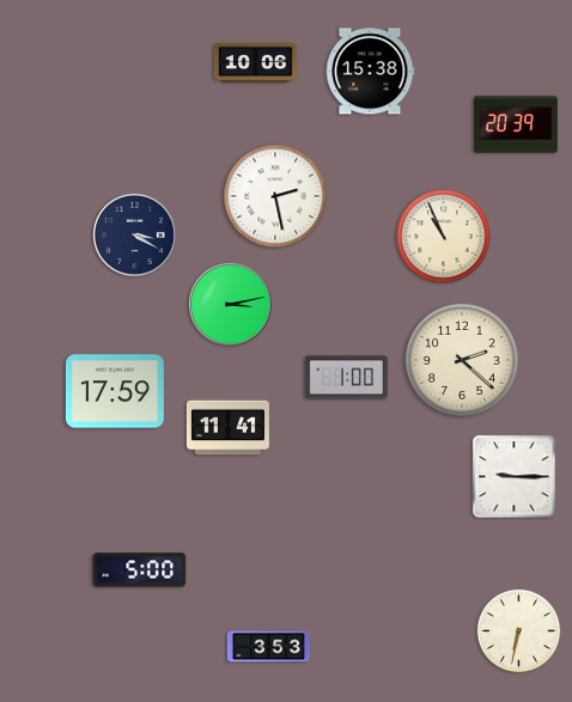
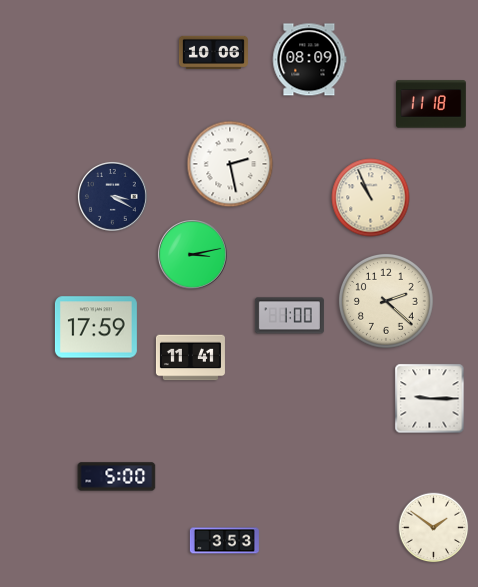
clock at (371, 72): 15:38 -> 08:09
clock at (516, 124): 20:39 -> 11:18
clock at (519, 631): 6:32 -> 1:51
